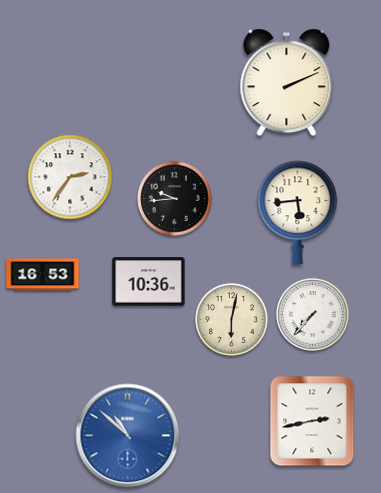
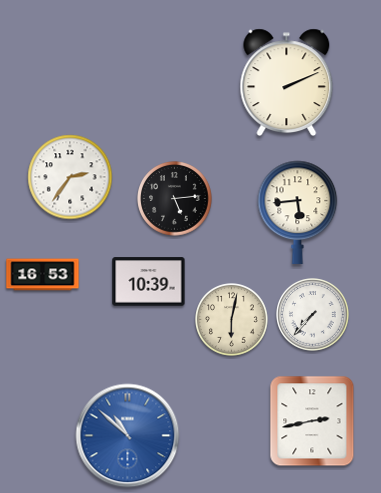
clock at (175, 199): 9:44 -> 5:14
clock at (149, 282): 10:36 -> 10:39
